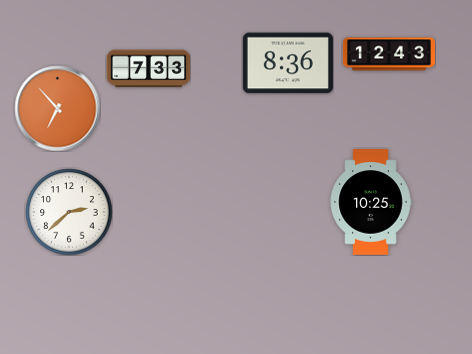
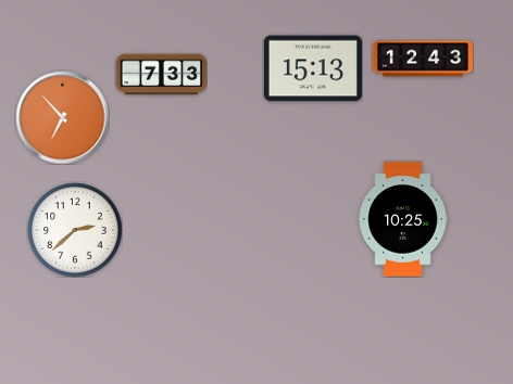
clock at (288, 63): 8:36 -> 15:13
